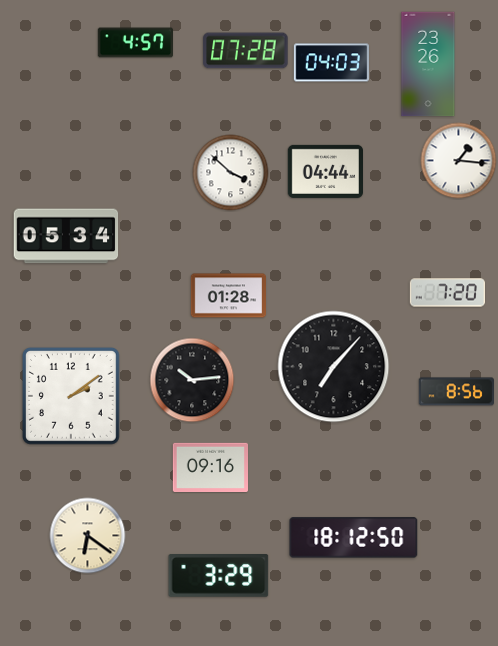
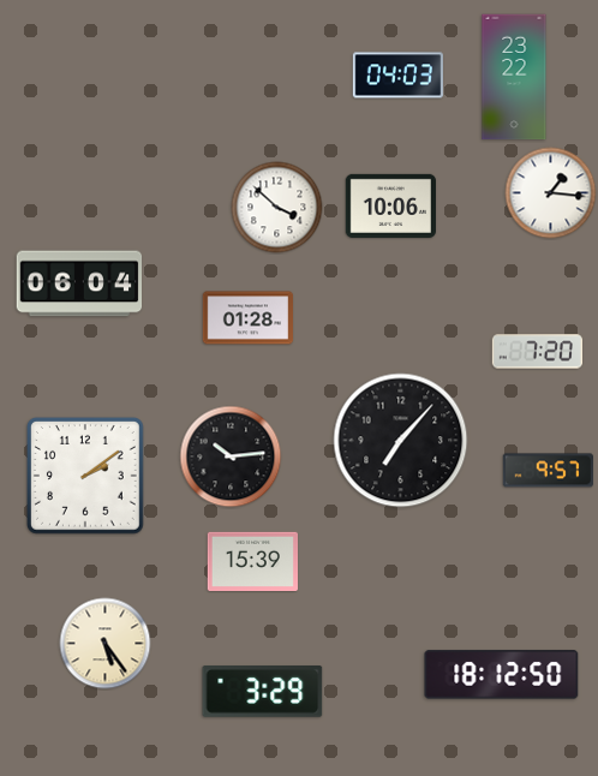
clock at (135, 43): 4:57 -> none
clock at (246, 51): 07:28 -> none
clock at (428, 64): 23:26 -> 23:22
clock at (325, 171): 04:44 -> 10:06
clock at (66, 236): 05:34 -> 06:04
clock at (228, 296) position: (228, 296) -> (247, 318)
clock at (456, 392): 8:56 -> 9:57
clock at (210, 467): 09:16 -> 15:39
clock at (88, 536): 6:21 -> 5:24
clock at (354, 538) position: (354, 538) -> (502, 675)
